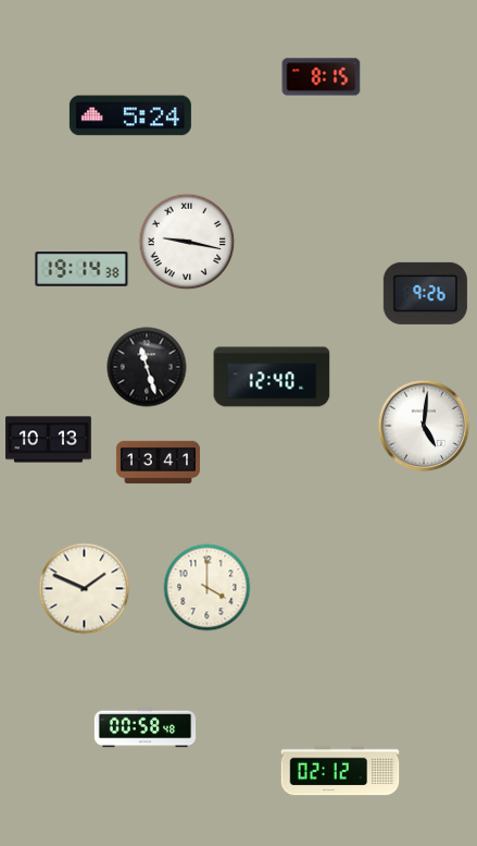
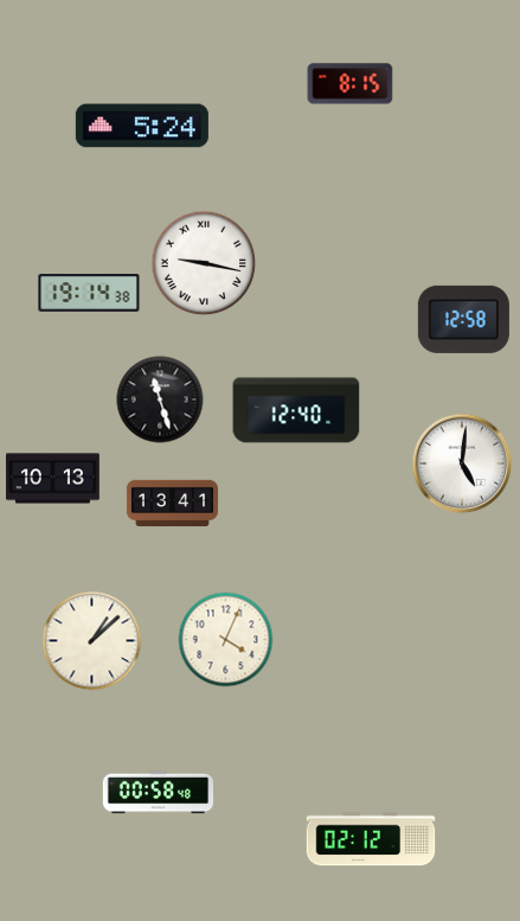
clock at (425, 293): 9:26 -> 12:58
clock at (208, 588): 4:00 -> 4:04
clock at (85, 589): 1:49 -> 1:08
